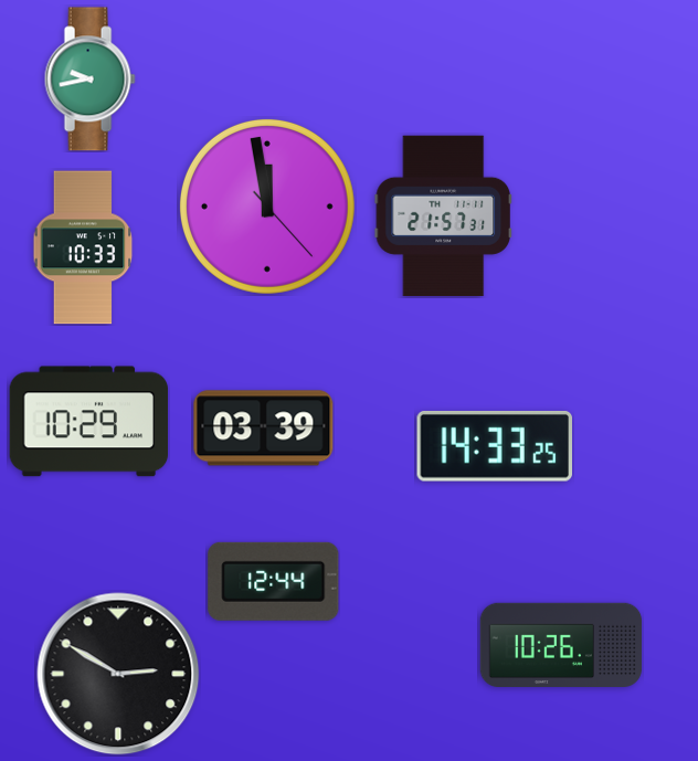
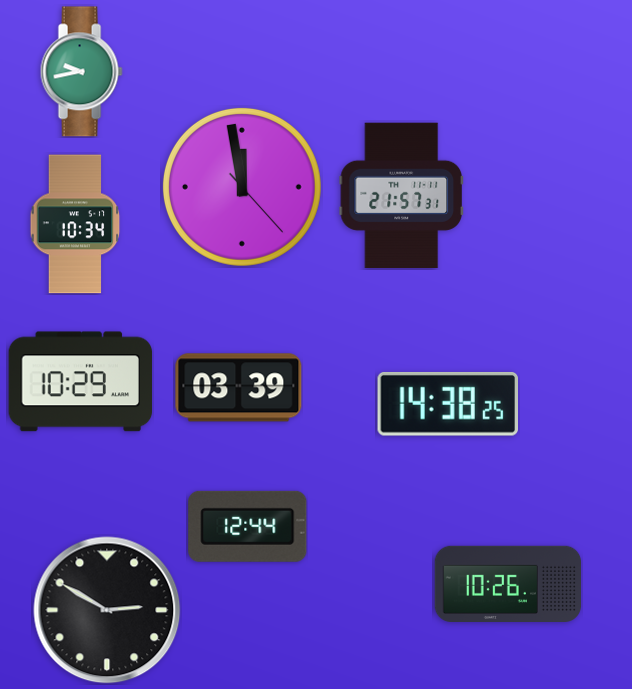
clock at (83, 247): 10:33 -> 10:34
clock at (495, 446): 14:33 -> 14:38
